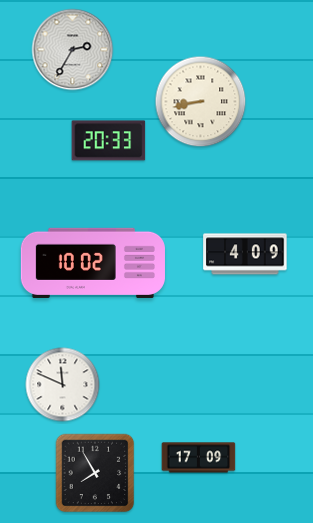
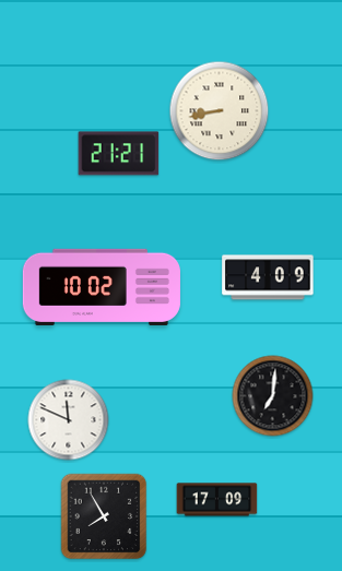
clock at (73, 50): 2:35 -> none
clock at (109, 141): 20:33 -> 21:21
clock at (273, 396): none -> 7:01
